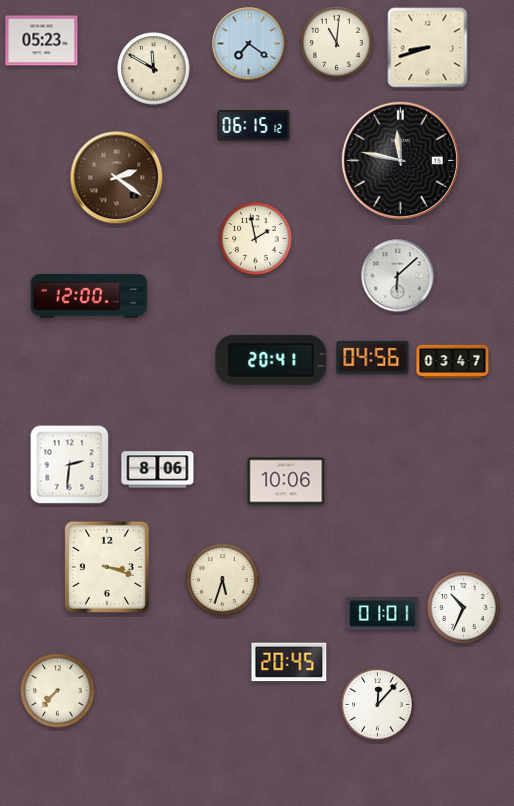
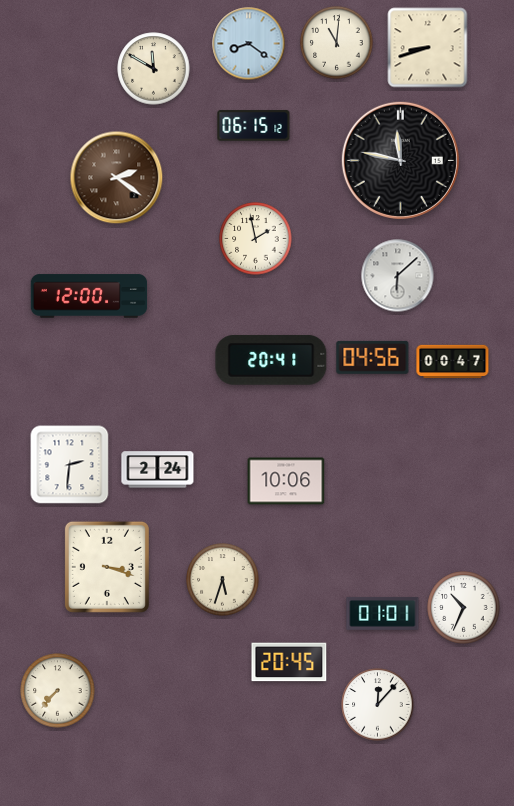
clock at (42, 41): 05:23 -> none
clock at (249, 44): 7:21 -> 8:21
clock at (453, 361): 03:47 -> 00:47
clock at (158, 470): 8:06 -> 2:24
